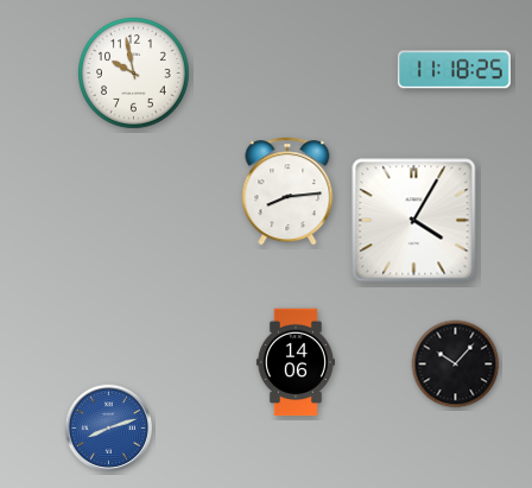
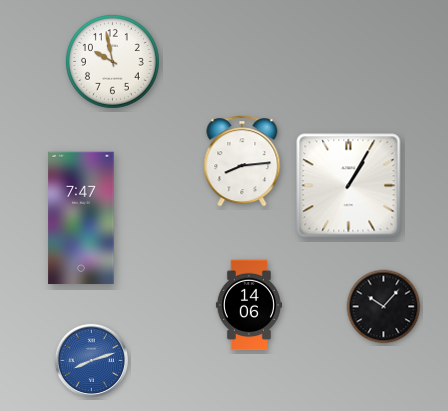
clock at (454, 70): 11:18 -> none
clock at (414, 221): 4:05 -> 1:05
clock at (81, 218): none -> 7:47
